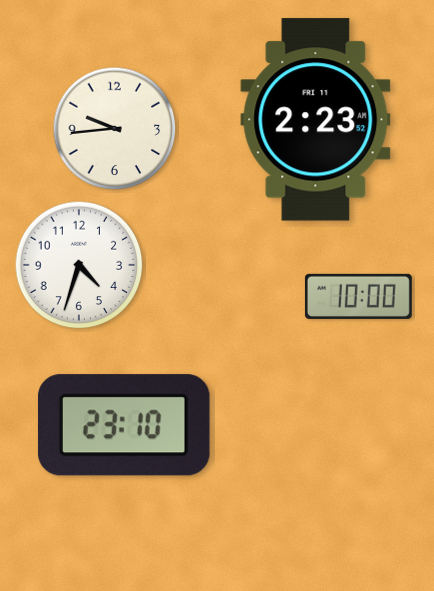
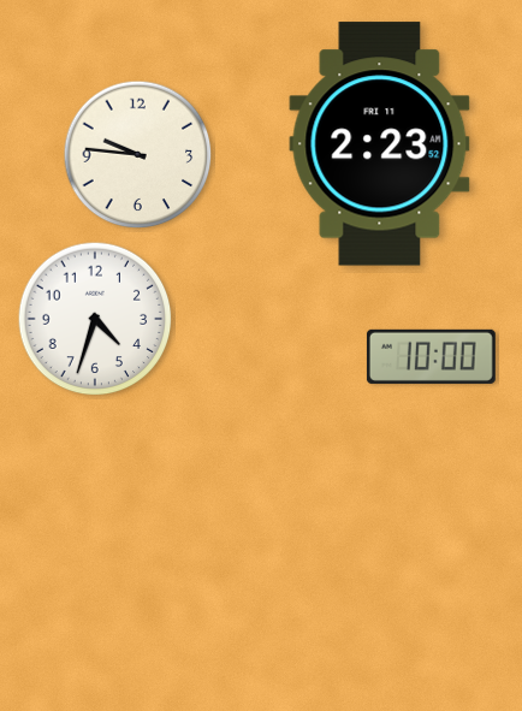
clock at (115, 129): 9:44 -> 9:46
clock at (124, 425): 23:10 -> none
